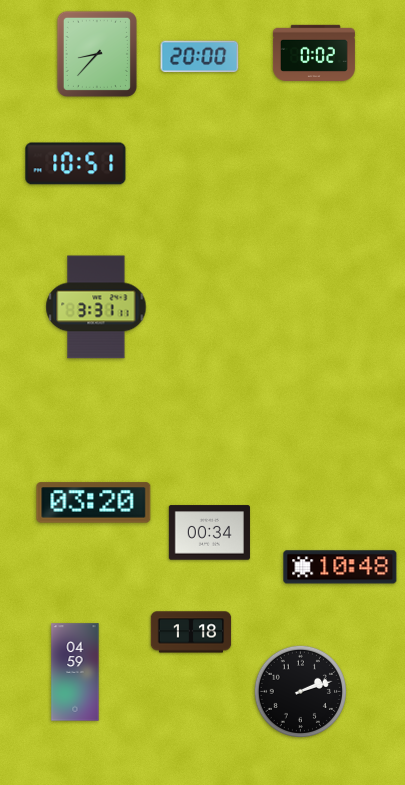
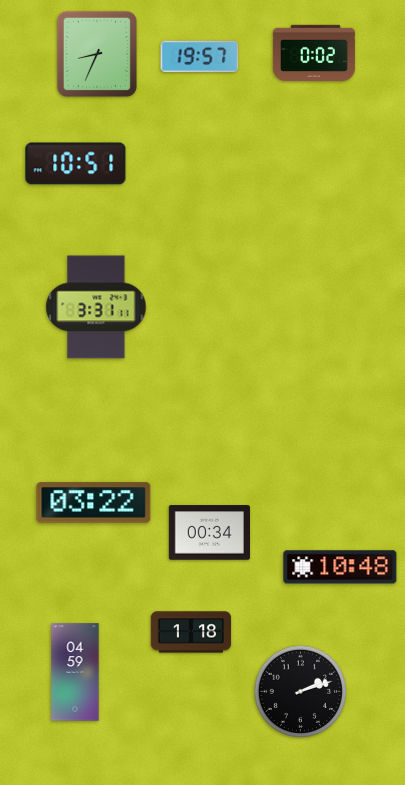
clock at (97, 54): 8:37 -> 8:34
clock at (200, 57): 20:00 -> 19:57
clock at (94, 503): 03:20 -> 03:22
